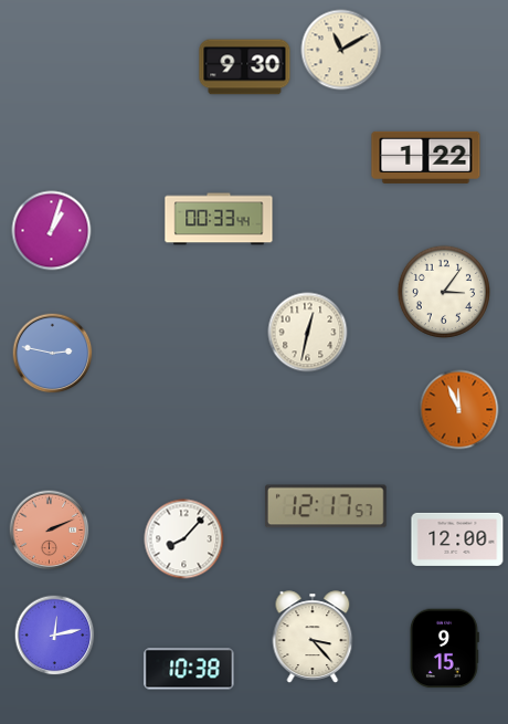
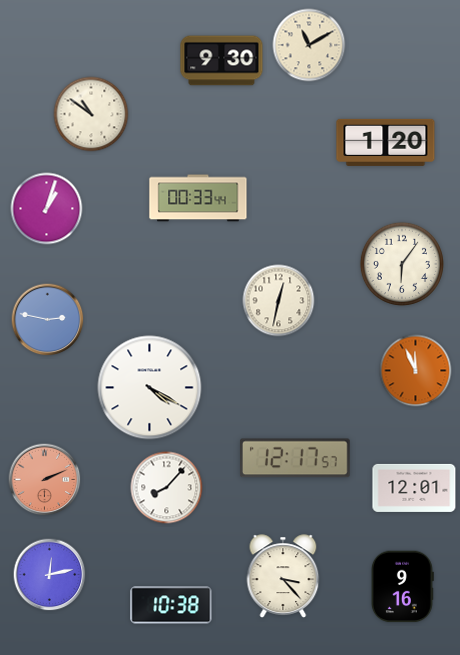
clock at (91, 114): none -> 10:51
clock at (426, 157): 1:22 -> 1:20
clock at (443, 291): 3:06 -> 6:06
clock at (150, 388): none -> 4:20
clock at (457, 539): 12:00 -> 12:01
clock at (444, 649): 9:15 -> 9:16
